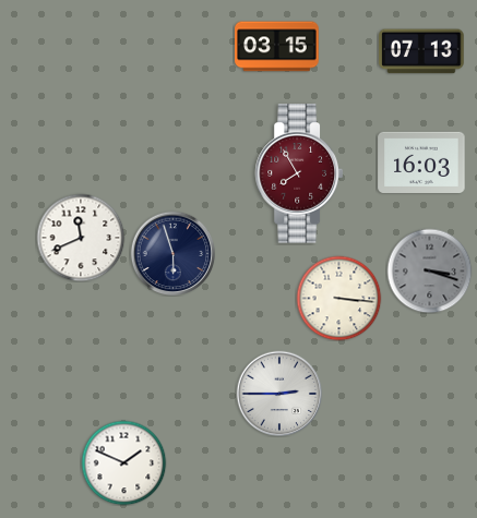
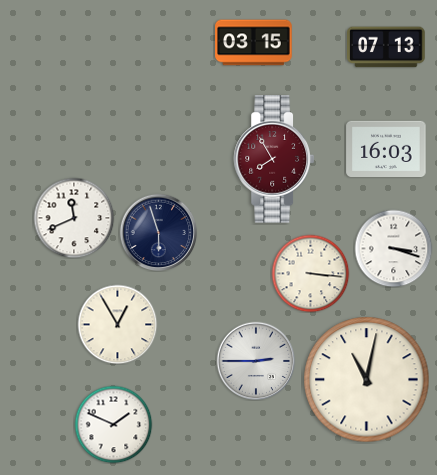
clock at (429, 270) dial: grey -> white
clock at (117, 324): none -> 12:55
clock at (367, 380): none -> 11:02
